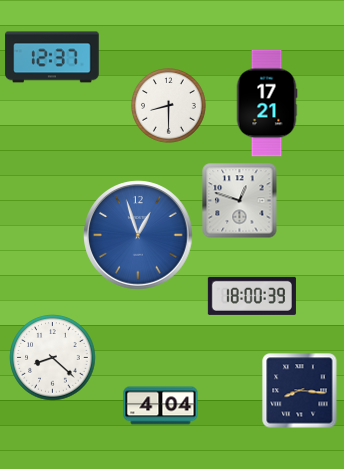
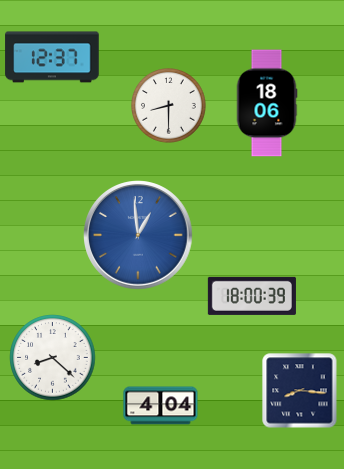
clock at (267, 103): 17:21 -> 18:06
clock at (240, 201): 12:48 -> none
clock at (138, 235): 12:57 -> 12:59
